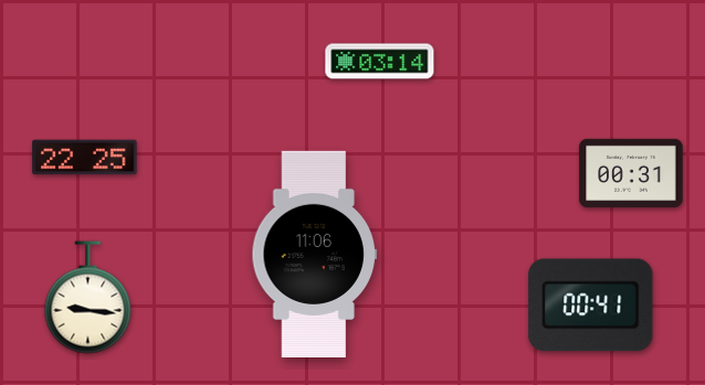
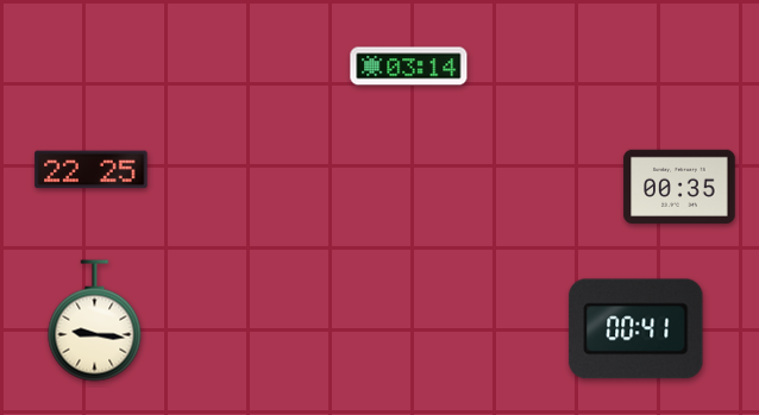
clock at (631, 173): 00:31 -> 00:35
clock at (315, 254): 11:06 -> none
